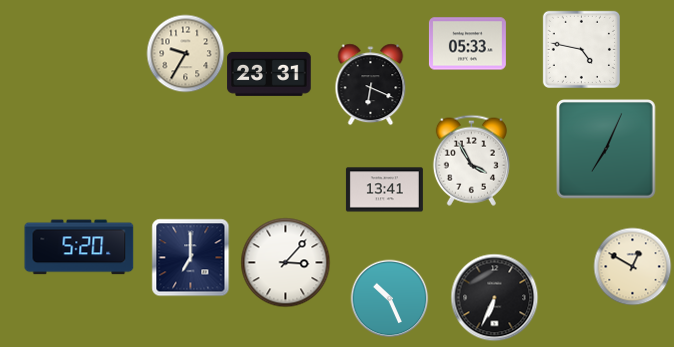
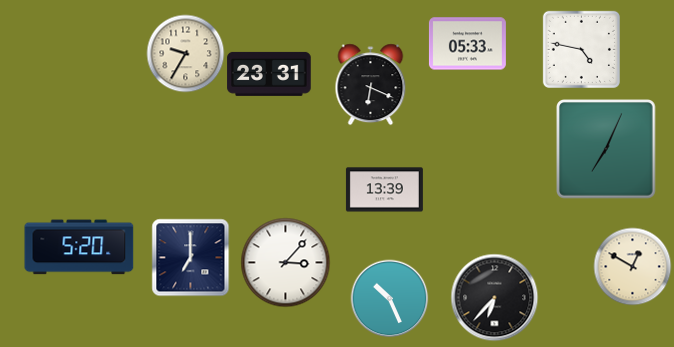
clock at (471, 160): 3:55 -> none
clock at (384, 190): 13:41 -> 13:39
clock at (494, 297): 6:34 -> 6:37
